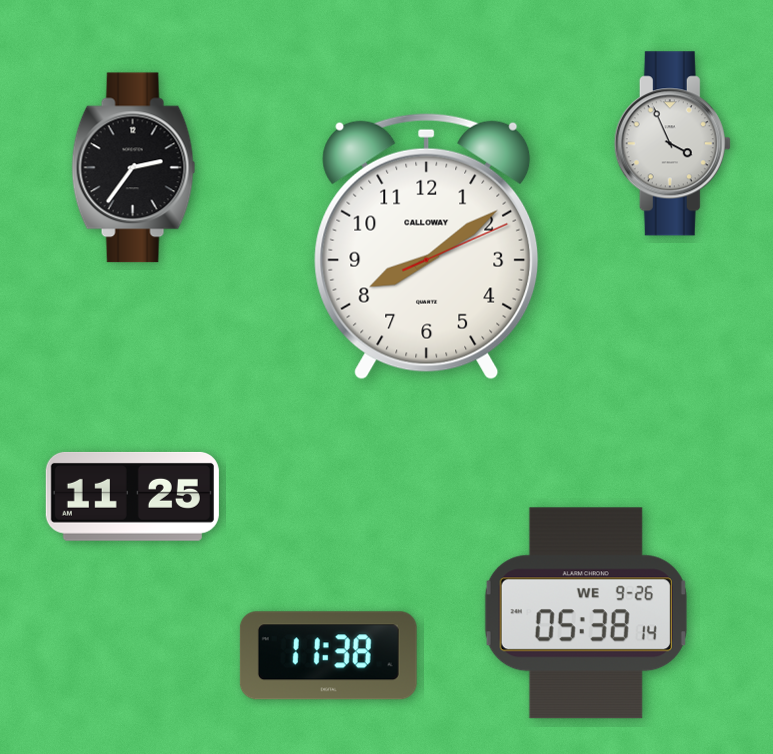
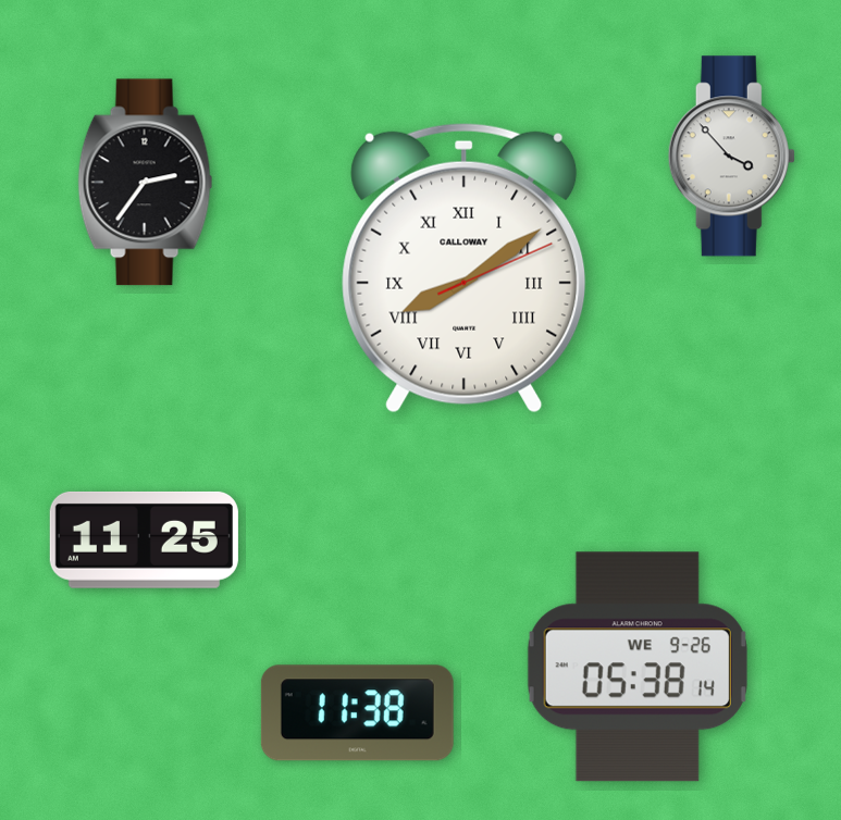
clock at (672, 144): 3:56 -> 3:53
clock at (427, 246) numerals: Arabic -> Roman
